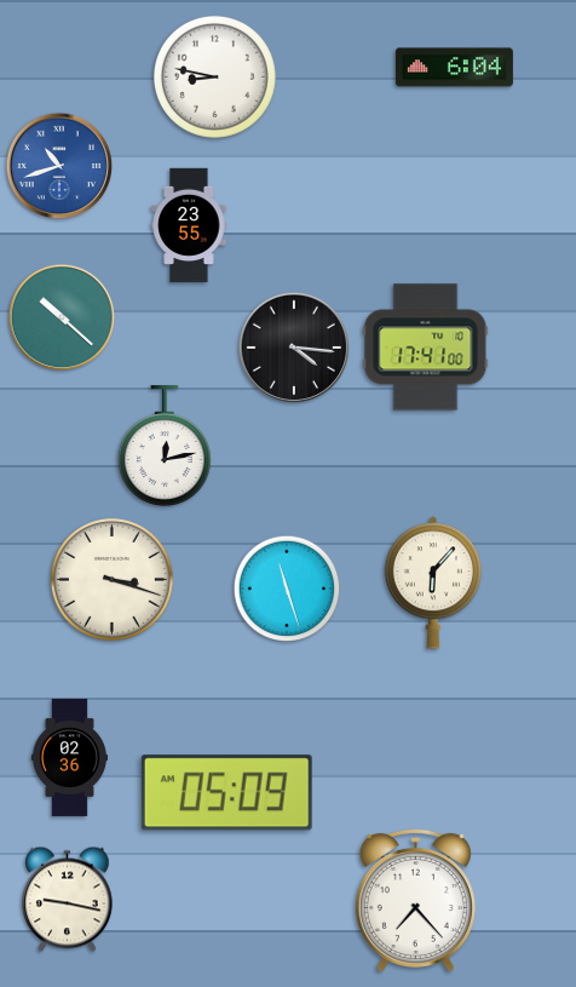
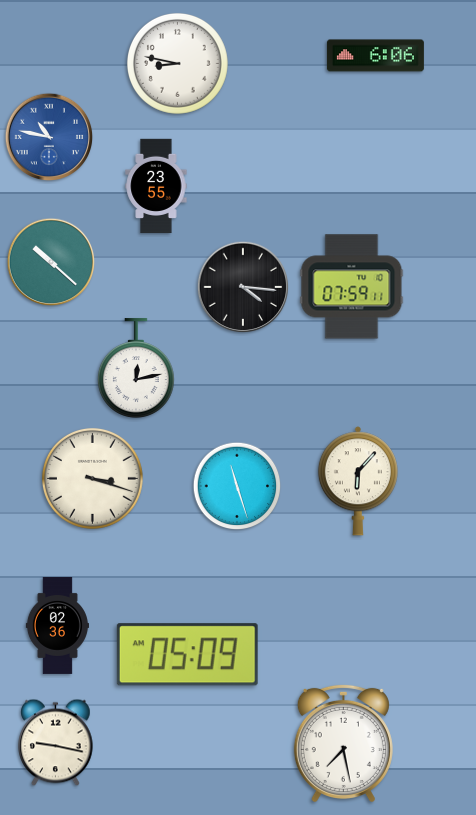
clock at (454, 68): 6:04 -> 6:06
clock at (59, 166): 10:42 -> 10:47
clock at (426, 348): 17:41 -> 07:59
clock at (415, 900): 7:23 -> 7:28
